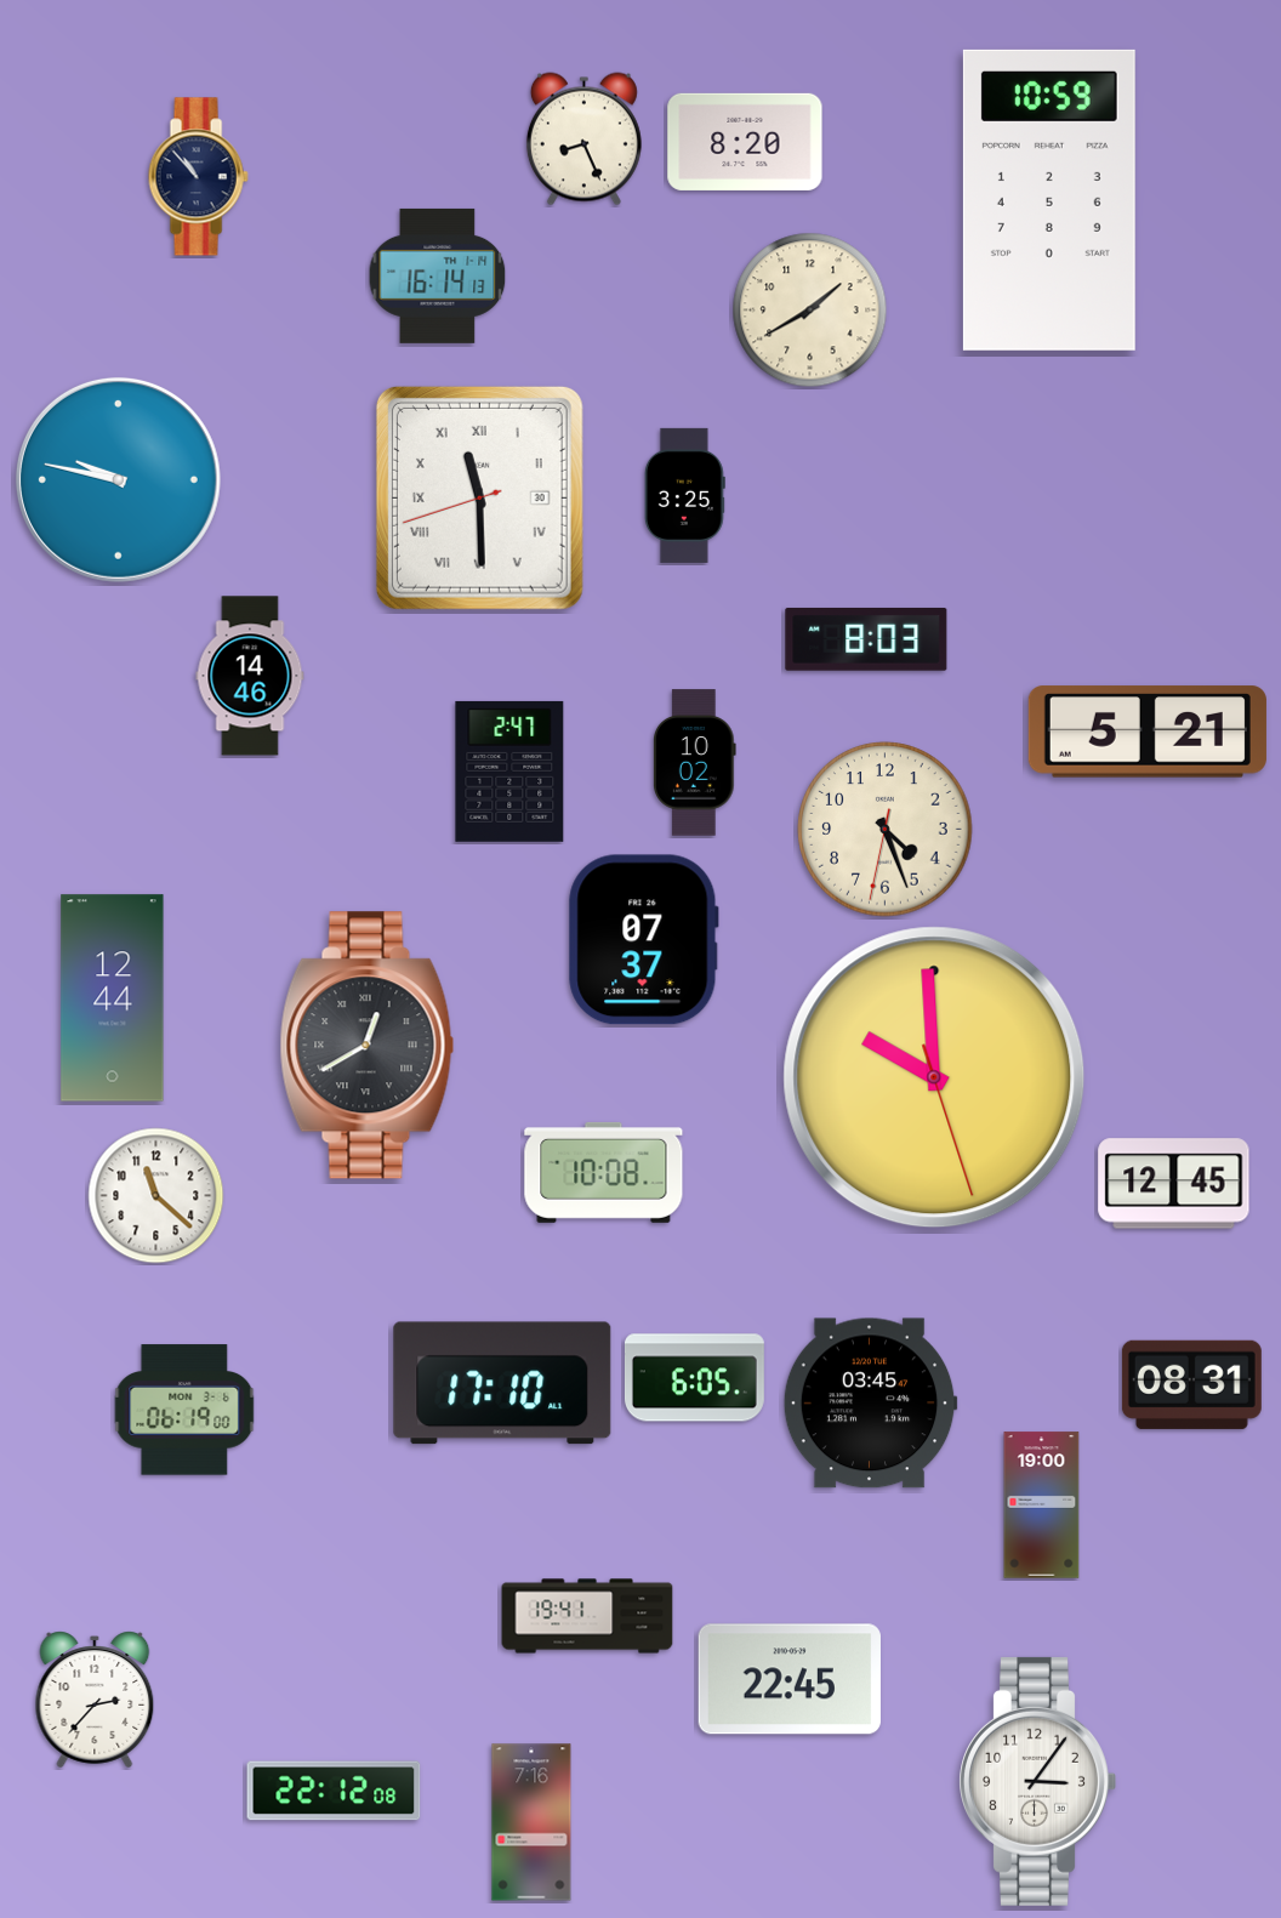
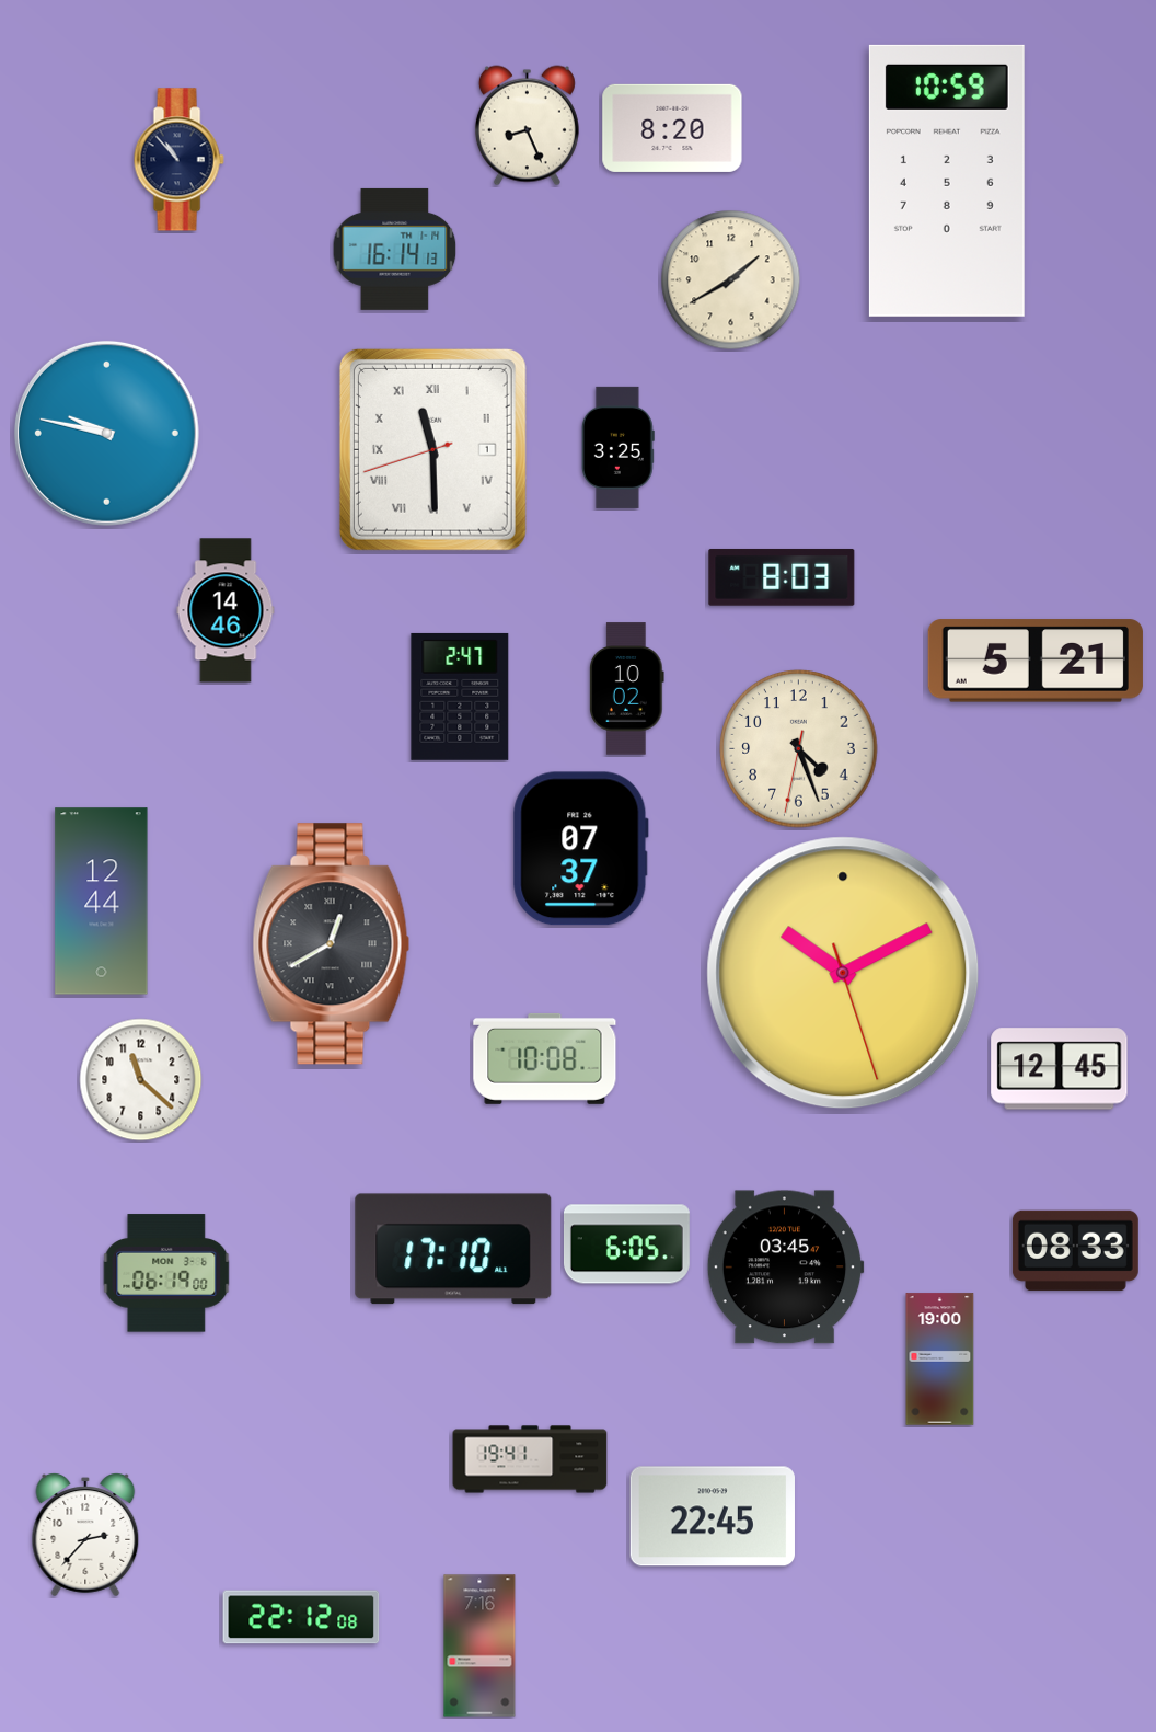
clock at (479, 497) date: 30 -> 1
clock at (934, 1077): 9:59 -> 10:10
clock at (1191, 1384): 08:31 -> 08:33
clock at (1037, 1781): 3:06 -> none
